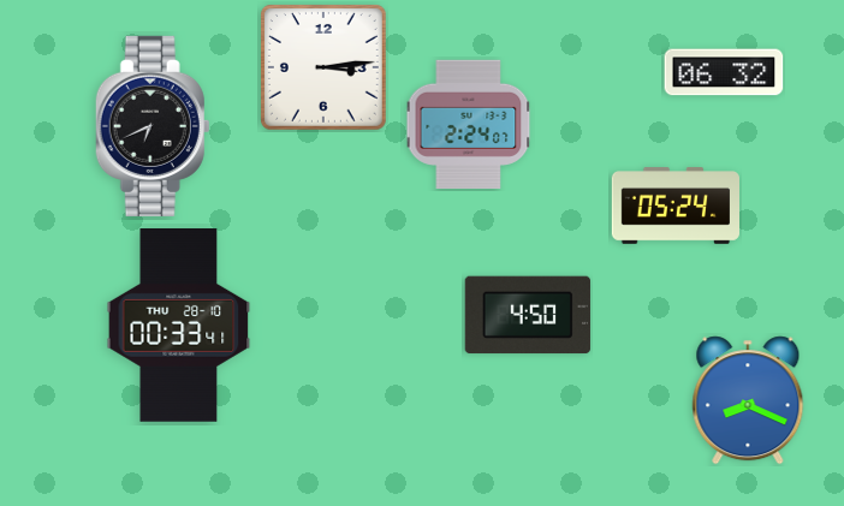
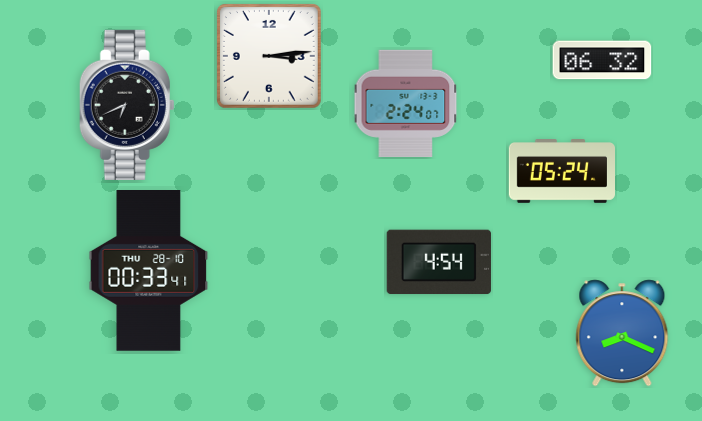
clock at (469, 124) position: (469, 124) -> (406, 103)
clock at (527, 315): 4:50 -> 4:54
